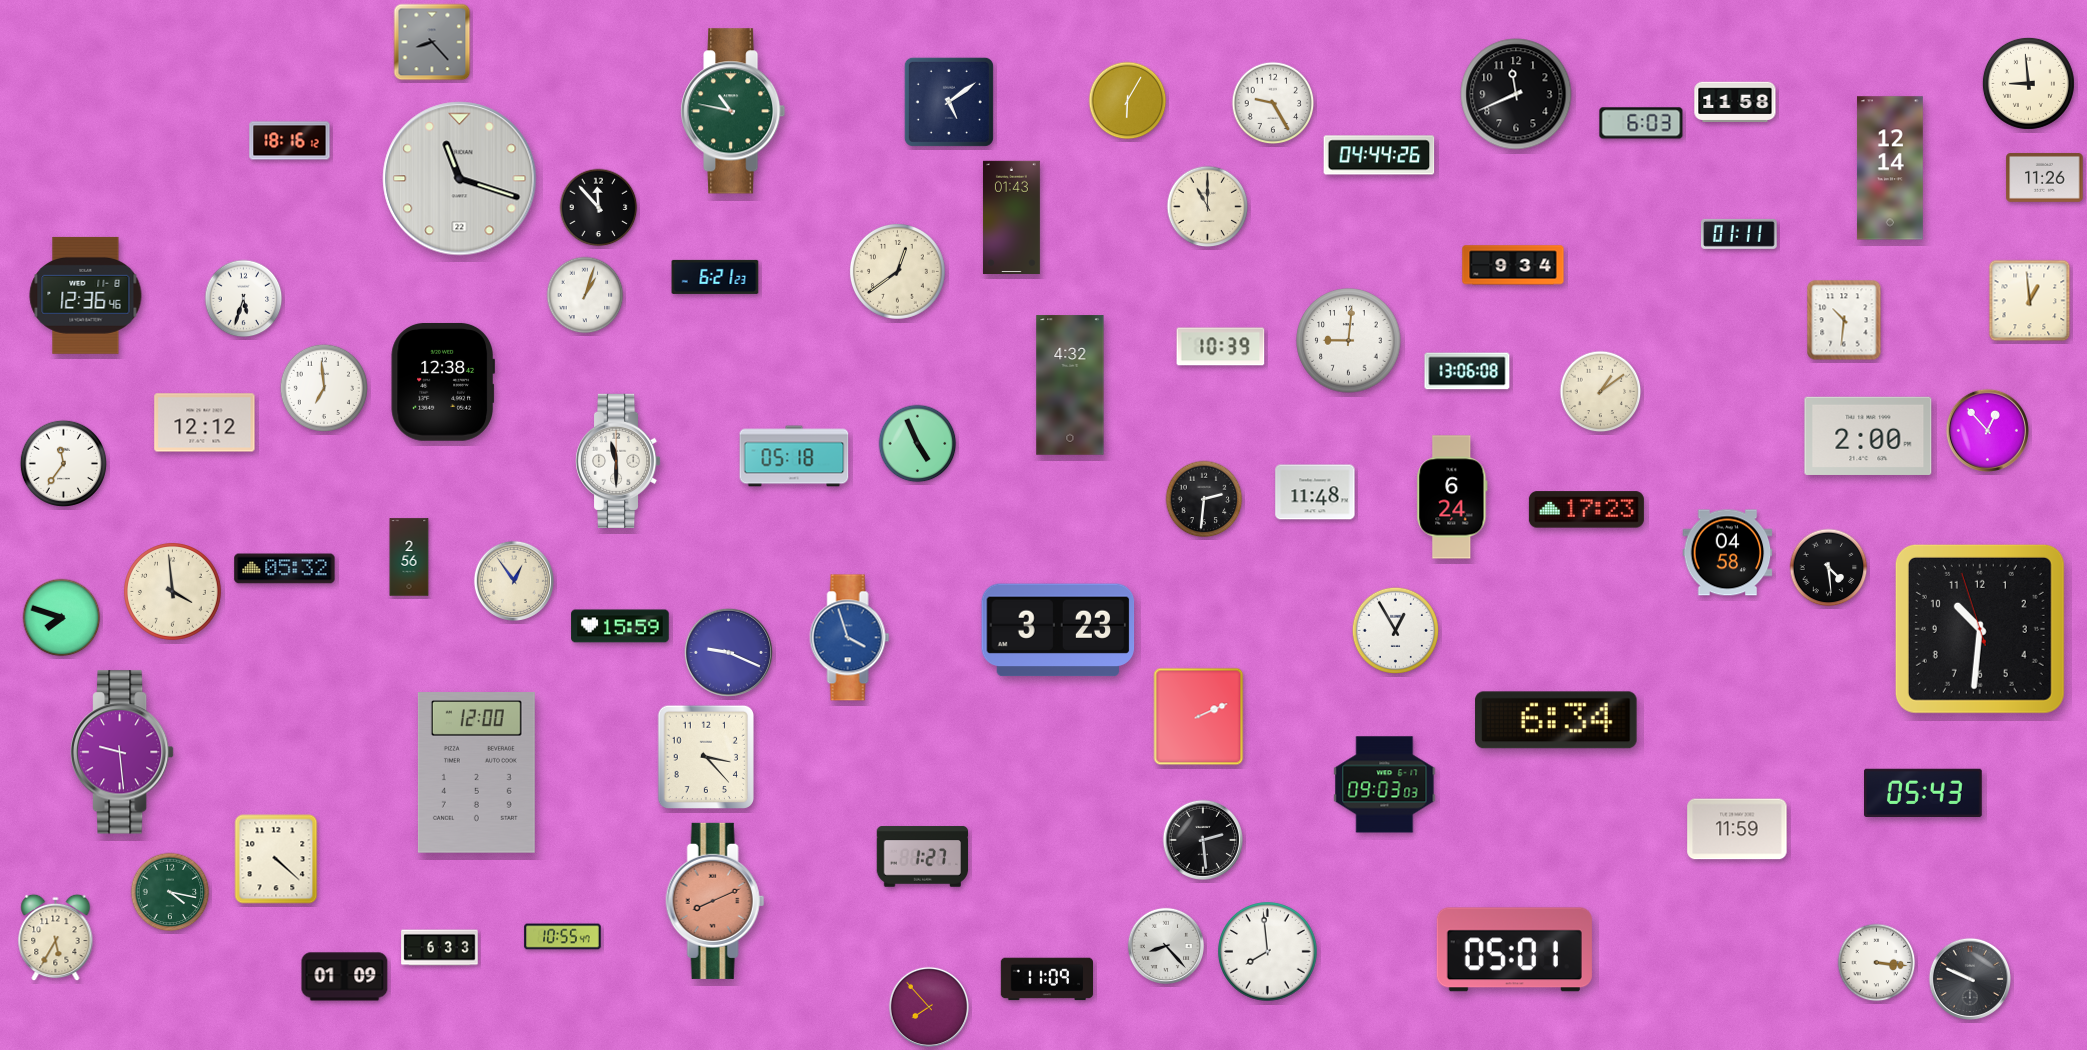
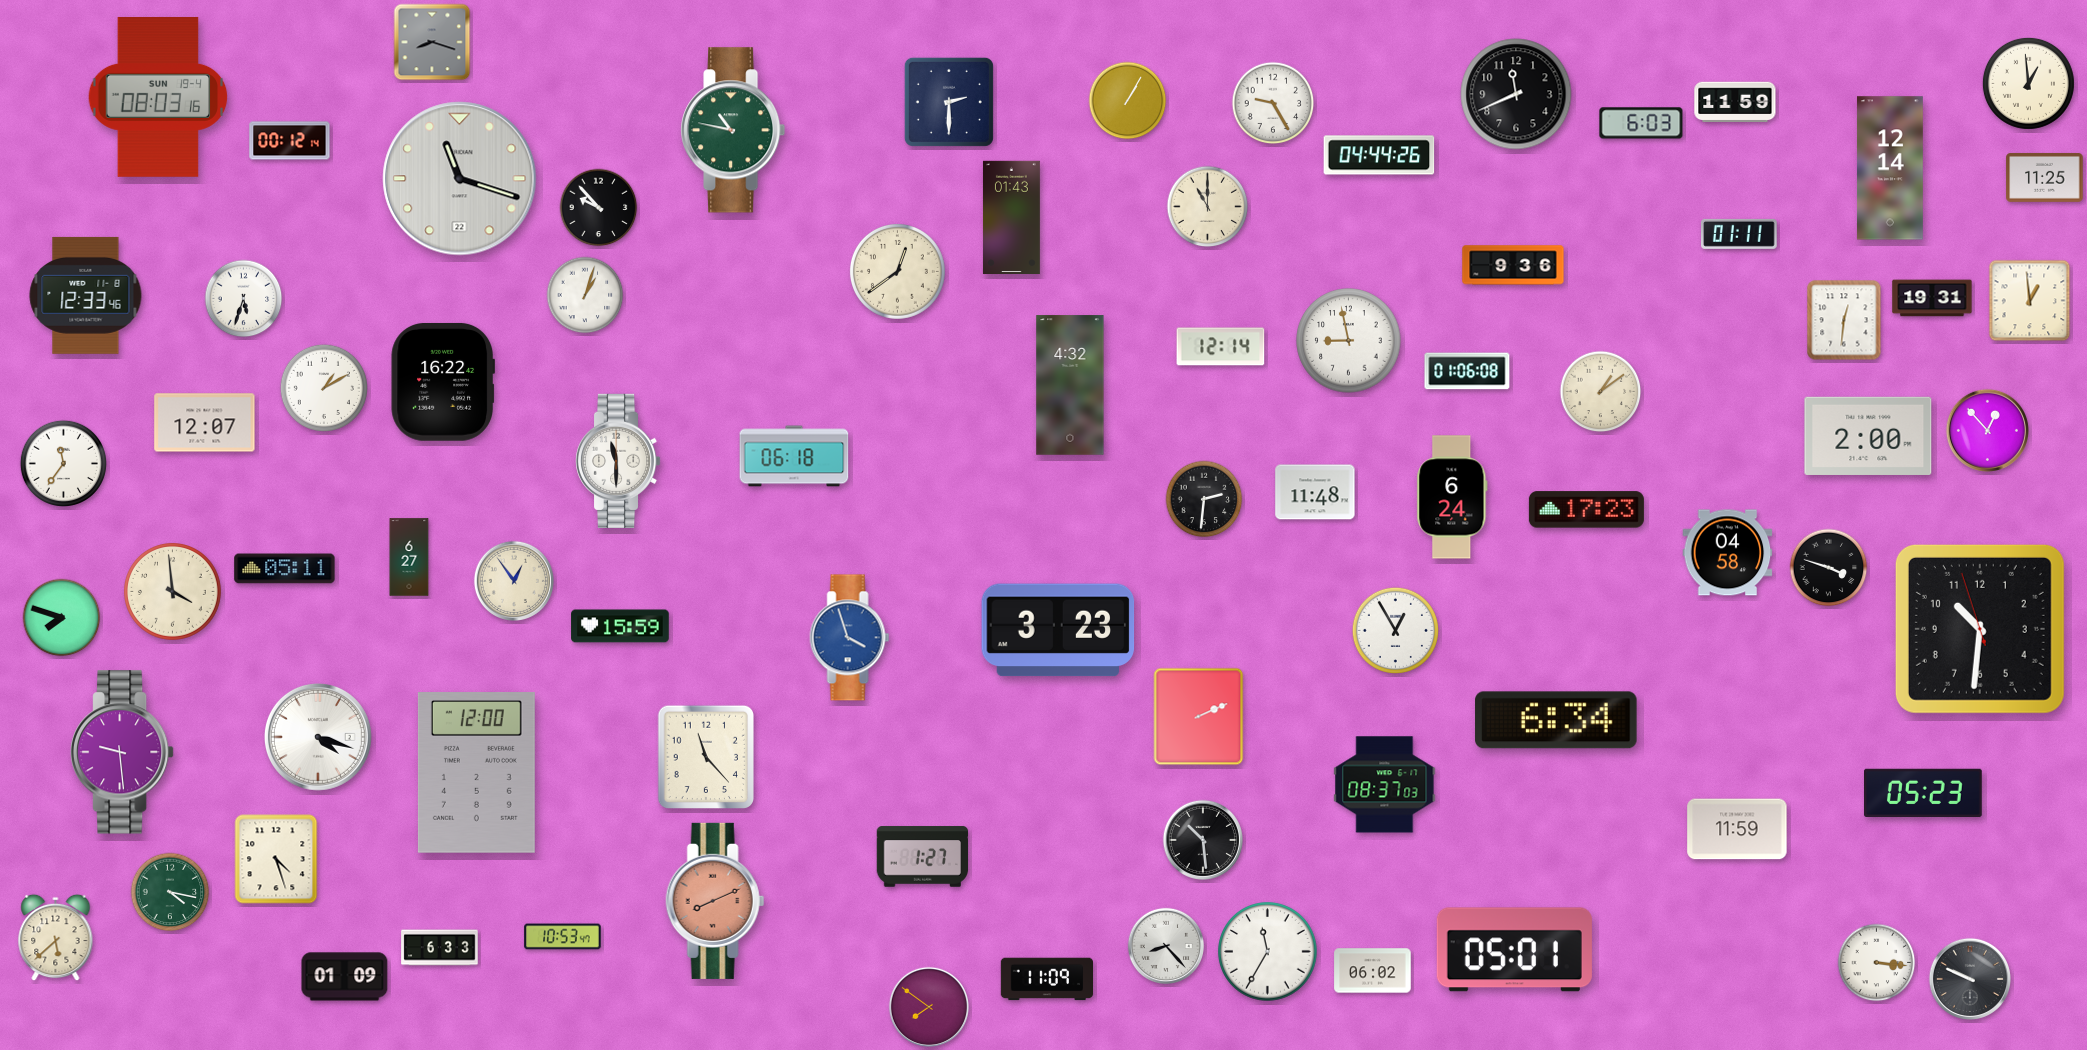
clock at (432, 42): 8:23 -> 8:18
clock at (2028, 83): 8:59 -> 12:59
clock at (158, 98): none -> 08:03
clock at (1128, 101): 6:05 -> 1:05
clock at (949, 102): 5:09 -> 2:30
clock at (1735, 102): 11:58 -> 11:59
clock at (734, 111) position: (734, 111) -> (734, 130)
clock at (290, 141): 18:16 -> 00:12
clock at (2045, 177): 11:26 -> 11:25
clock at (599, 208): 11:53 -> 9:53
clock at (1513, 265): 9:34 -> 9:36
clock at (715, 277): 6:21 -> none
clock at (86, 295): 12:36 -> 12:33
clock at (1932, 298): none -> 19:31
clock at (1844, 320): 10:31 -> 12:31
clock at (1349, 341): 9:01 -> 8:58
clock at (1221, 347): 10:39 -> 12:14
clock at (1467, 371): 13:06 -> 01:06
clock at (443, 382): 12:38 -> 16:22
clock at (324, 388): 6:59 -> 1:10
clock at (205, 423): 12:12 -> 12:07
clock at (918, 444): 4:56 -> none
clock at (794, 456): 05:18 -> 06:18
clock at (409, 557): 2:56 -> 6:27
clock at (1829, 568): 4:29 -> 3:48
clock at (285, 569): 05:32 -> 05:11
clock at (728, 652): 9:19 -> none
clock at (318, 737): none -> 4:18
clock at (705, 757): 3:23 -> 11:23
clock at (1385, 785): 09:03 -> 08:37
clock at (1924, 793): 05:43 -> 05:23
clock at (1203, 840): 2:29 -> 10:29
clock at (276, 859): 4:22 -> 4:27
clock at (563, 937): 10:55 -> 10:53
clock at (56, 938): 5:35 -> 5:38
clock at (1268, 952): 7:59 -> 11:35
clock at (1373, 971): none -> 06:02
clock at (929, 1007): 7:53 -> 7:51
